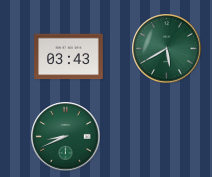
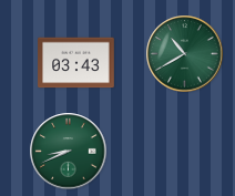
clock at (167, 49): 5:40 -> 10:40
clock at (66, 137) position: (66, 137) -> (69, 152)
